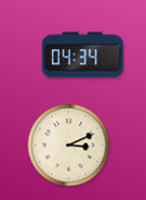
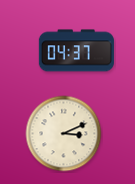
clock at (82, 55): 04:34 -> 04:37
